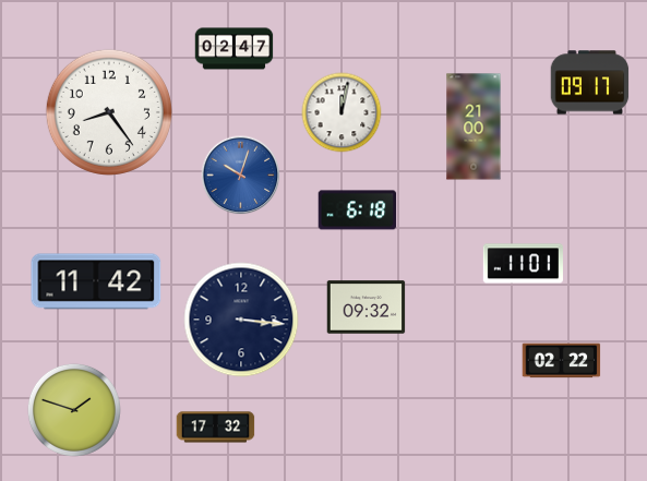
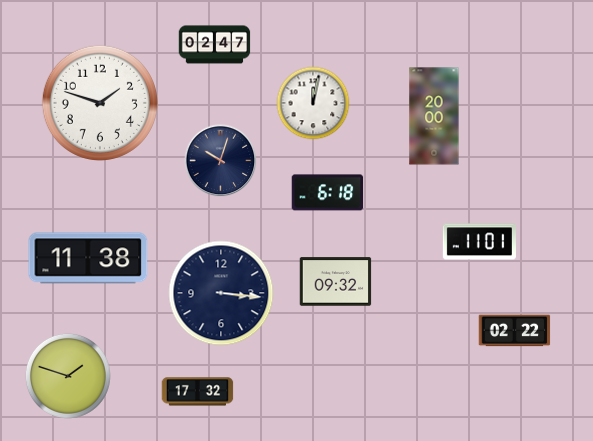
clock at (590, 83): 09:17 -> none
clock at (109, 112): 8:24 -> 1:48
clock at (474, 127): 21:00 -> 20:00
clock at (241, 176) dial: blue -> navy
clock at (96, 281): 11:42 -> 11:38
